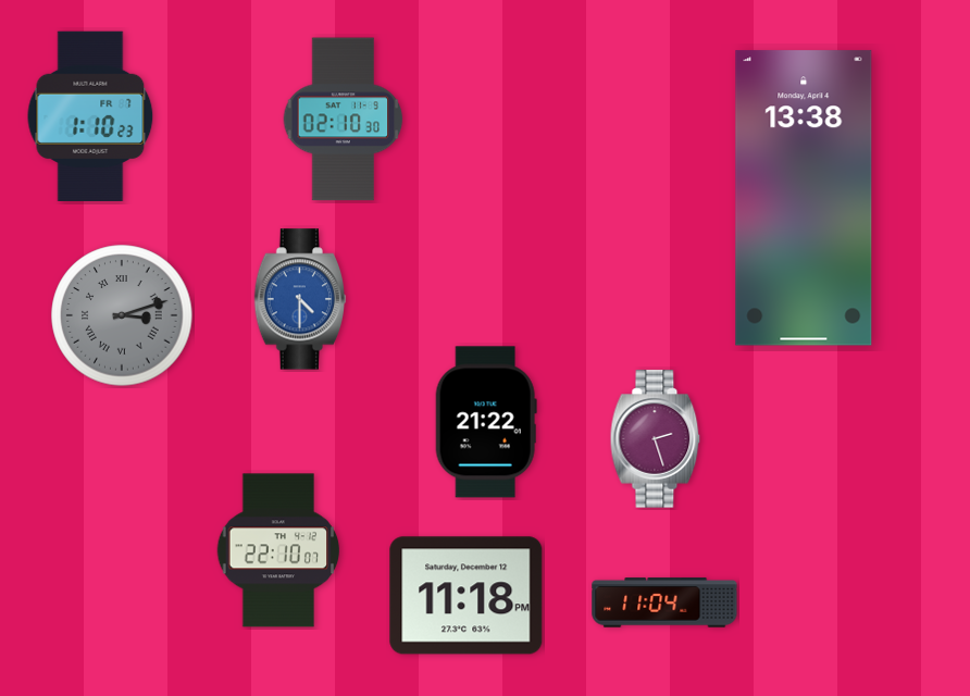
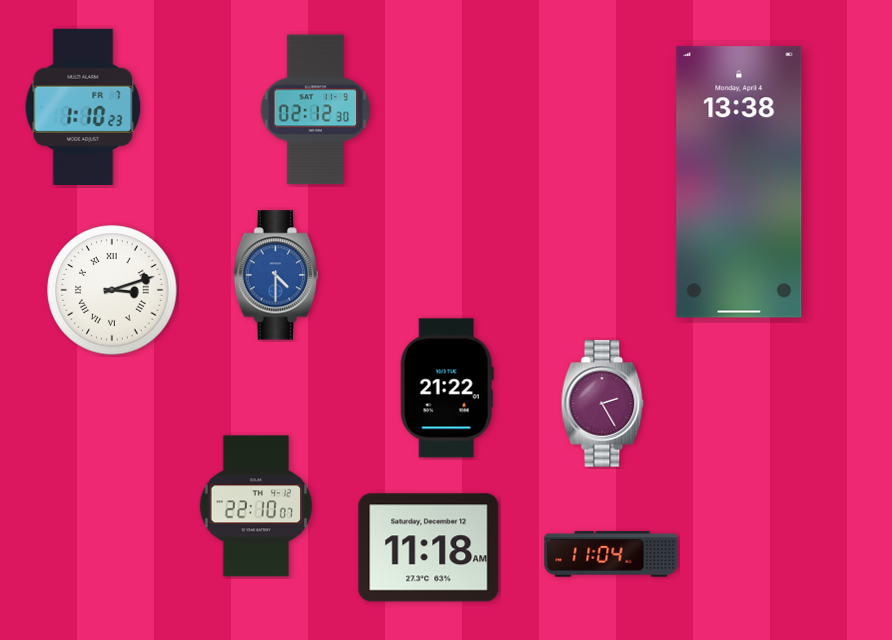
clock at (344, 120): 02:10 -> 02:12
clock at (122, 315) dial: grey -> white
clock at (656, 439): 2:27 -> 2:25
clock at (467, 596): 11:18 PM -> 11:18 AM
